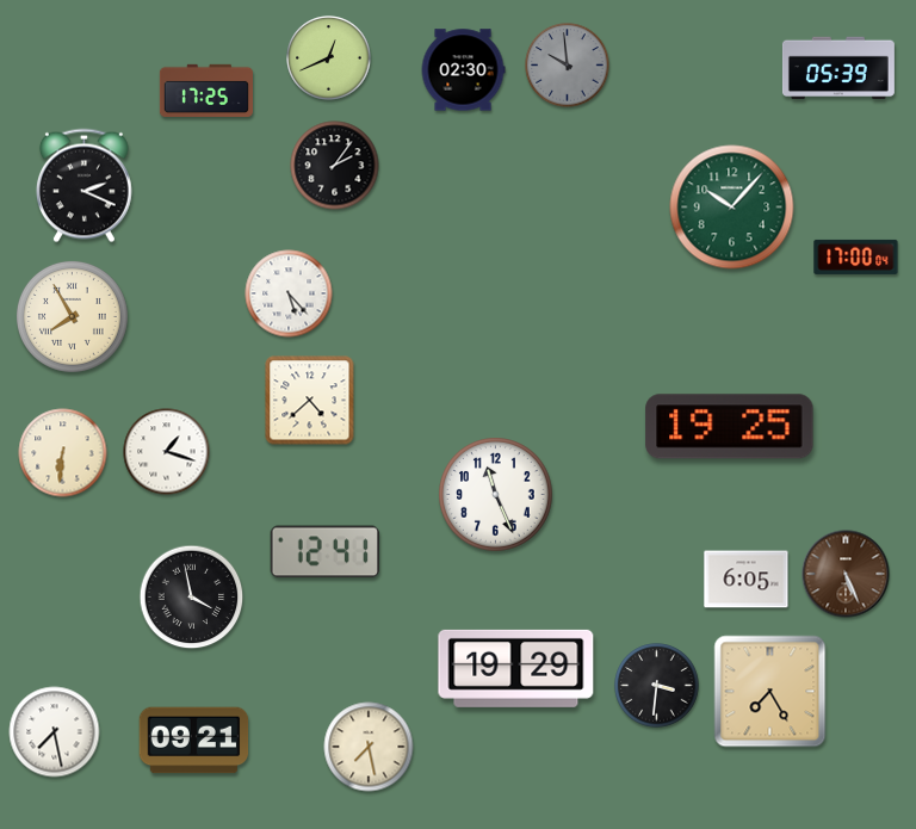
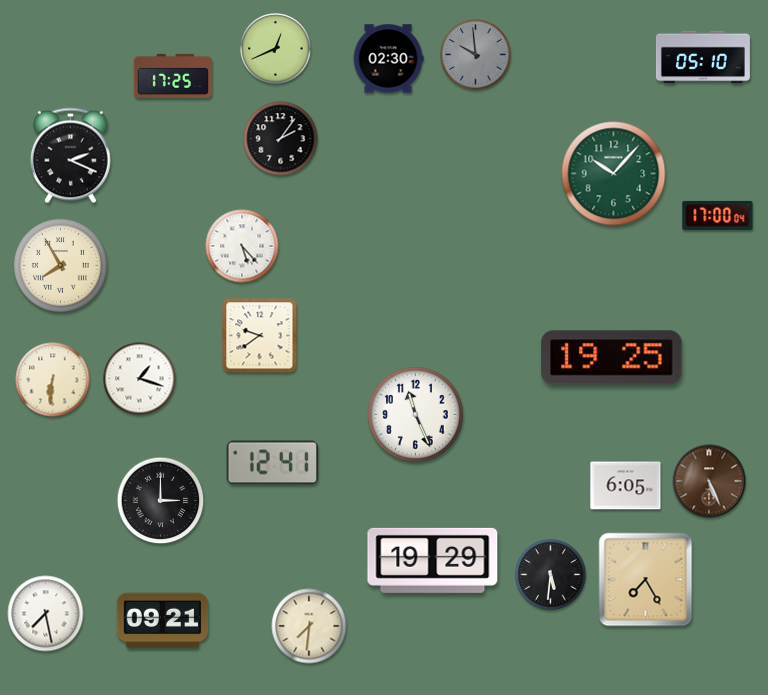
clock at (838, 68): 05:39 -> 05:10
clock at (310, 401): 4:38 -> 9:39
clock at (192, 598): 3:58 -> 3:00
clock at (657, 686): 3:31 -> 5:31
clock at (369, 747): 7:28 -> 7:31
